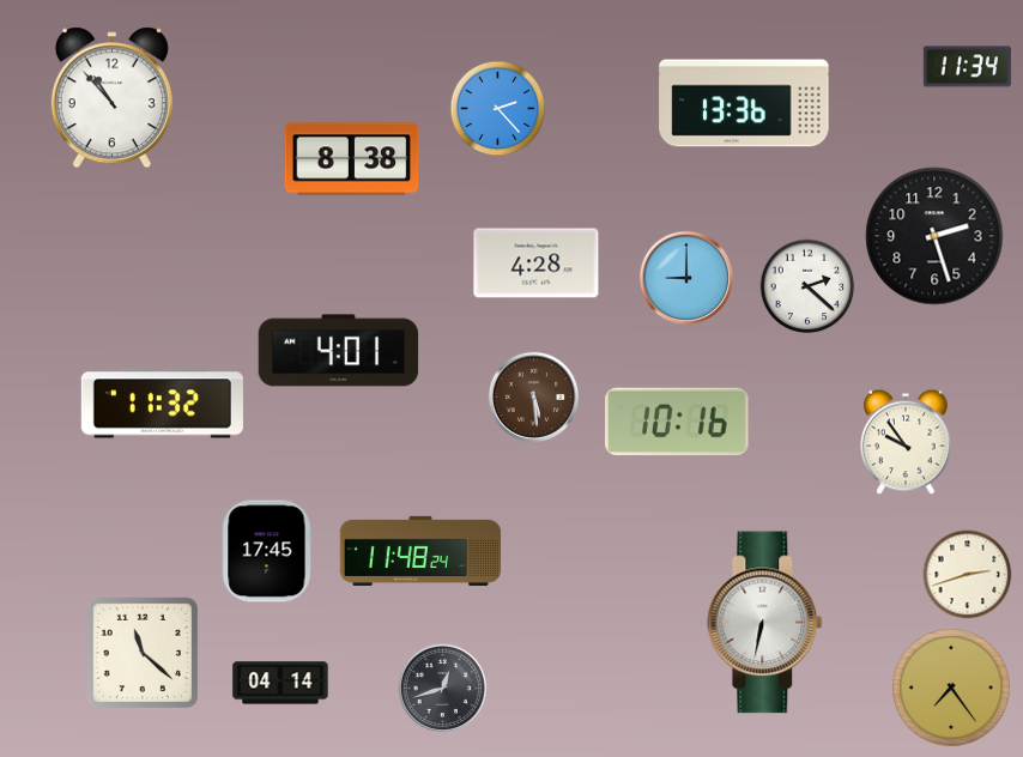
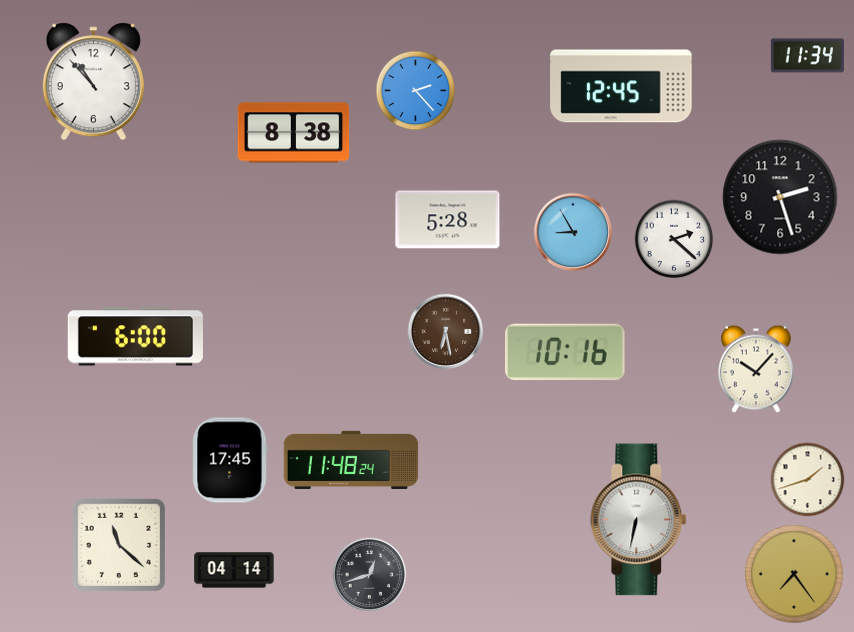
clock at (744, 103): 13:36 -> 12:45
clock at (537, 264): 4:28 -> 5:28
clock at (685, 277): 9:00 -> 8:55
clock at (339, 351): 4:01 -> none
clock at (534, 398): 5:29 -> 6:28
clock at (162, 404): 11:32 -> 6:00
clock at (906, 442): 9:54 -> 10:07
clock at (267, 551) position: (267, 551) -> (230, 460)
clock at (968, 575): 2:42 -> 1:42
